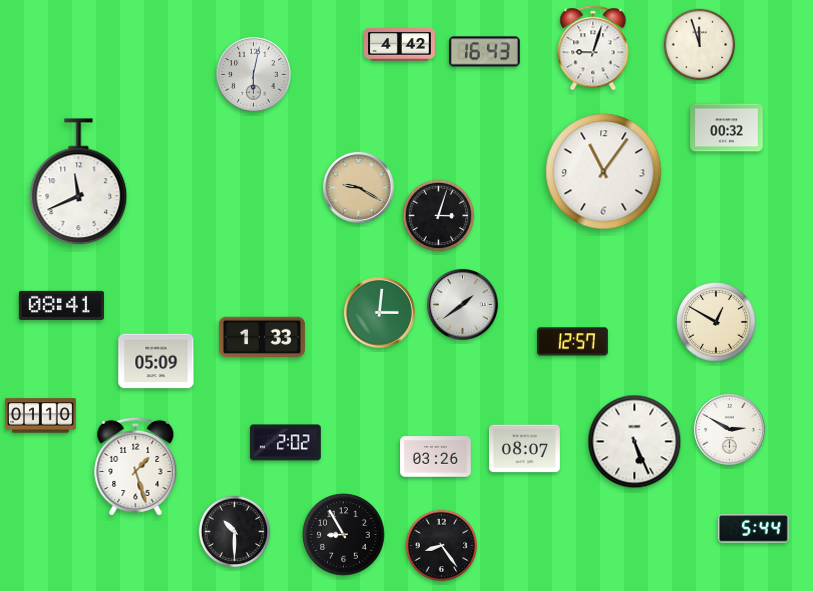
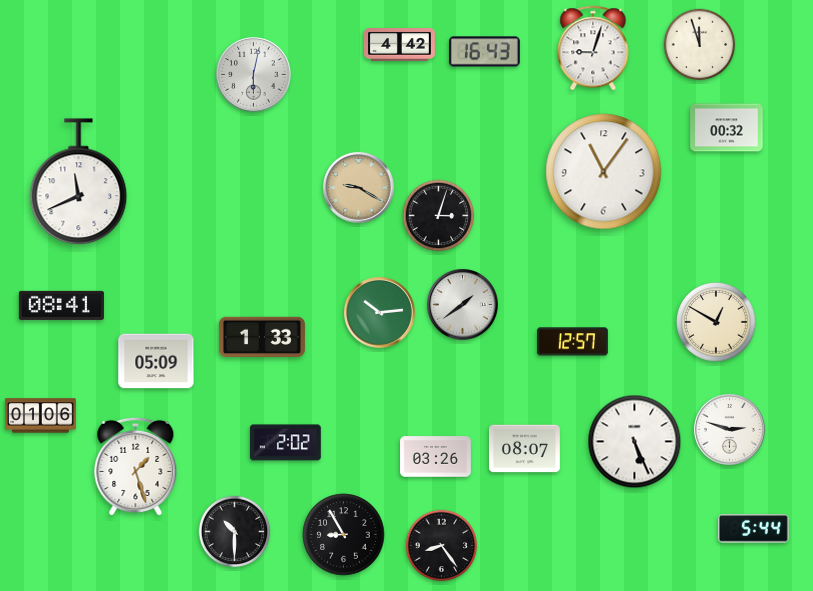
clock at (379, 312): 3:01 -> 10:14
clock at (40, 416): 01:10 -> 01:06
clock at (729, 429): 2:50 -> 2:48
